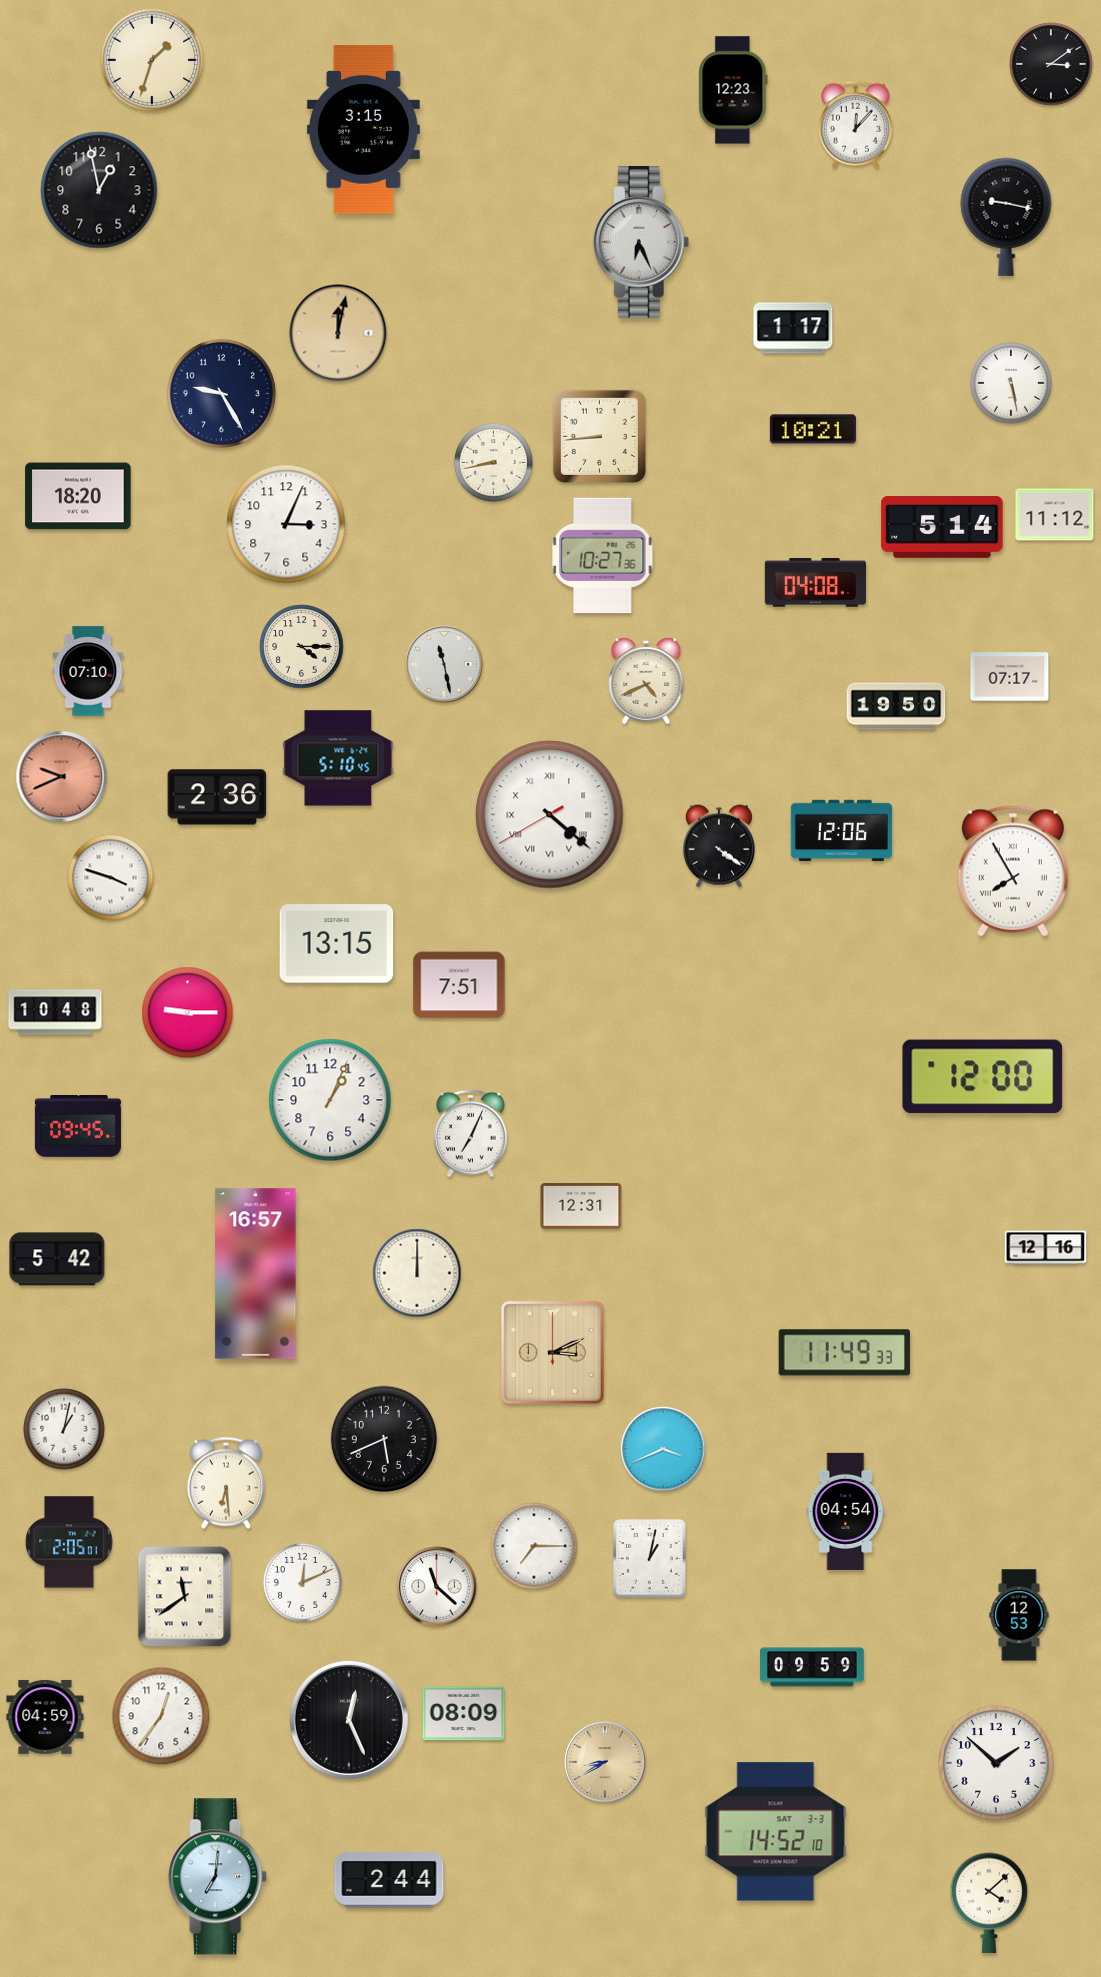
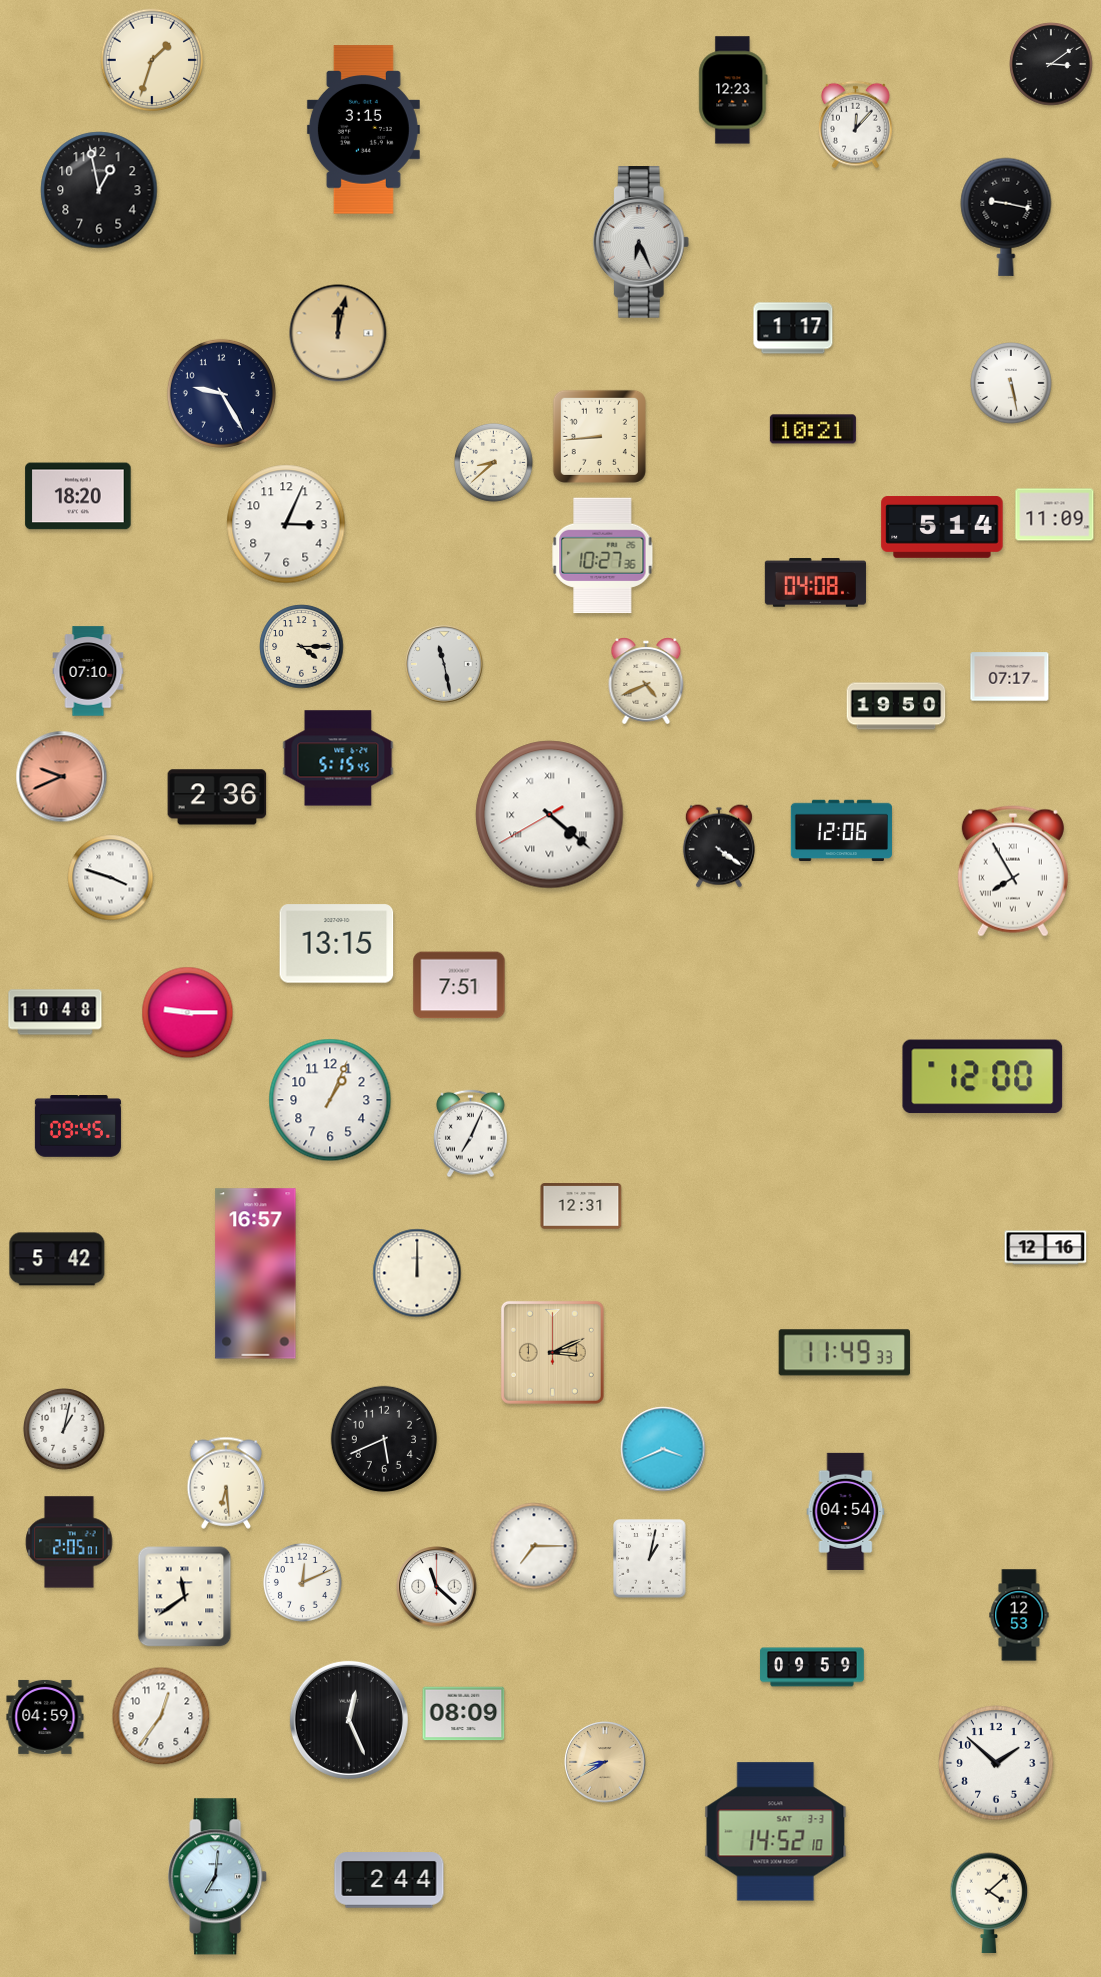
clock at (493, 462): 8:43 -> 8:38
clock at (1055, 515): 11:12 -> 11:09
clock at (338, 758): 5:10 -> 5:15
